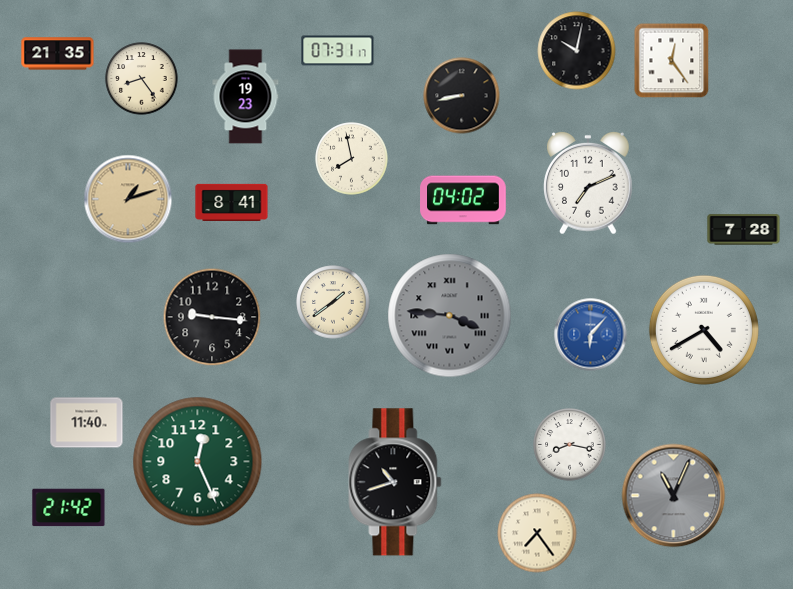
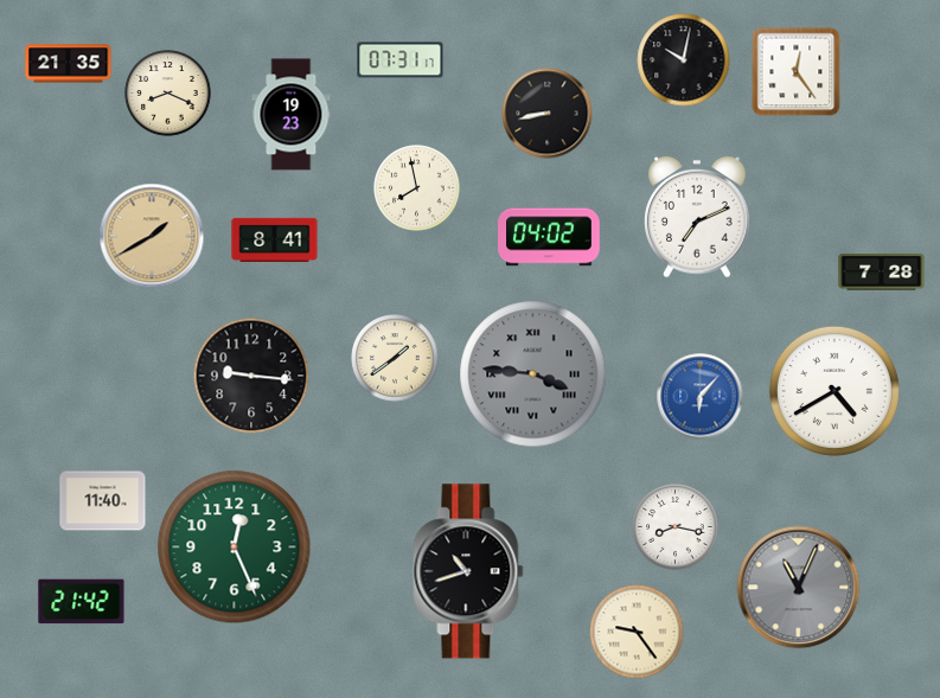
clock at (142, 79): 8:24 -> 8:19
clock at (128, 199): 1:12 -> 1:40
clock at (537, 533): 7:24 -> 9:24
